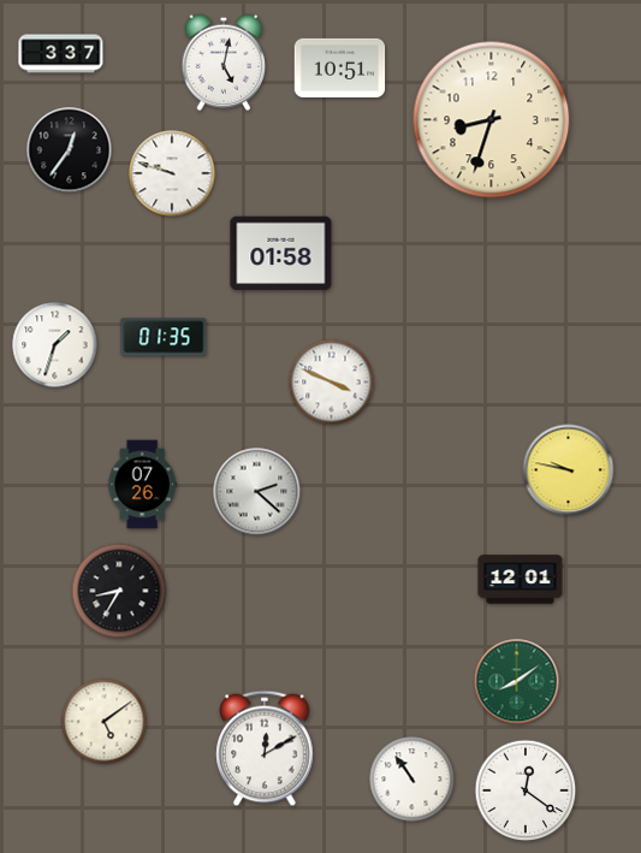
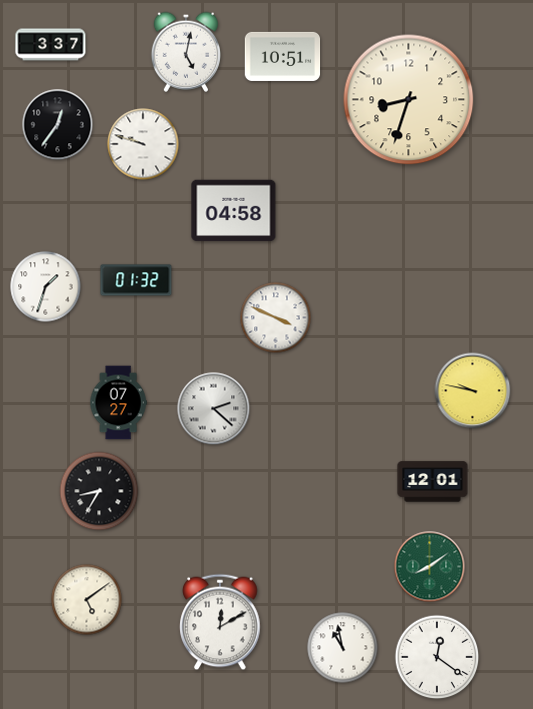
clock at (281, 254): 01:58 -> 04:58
clock at (164, 337): 01:35 -> 01:32
clock at (142, 485): 07:26 -> 07:27
clock at (413, 780): 10:54 -> 10:58
